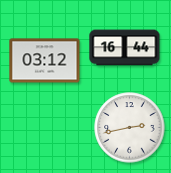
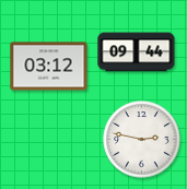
clock at (125, 48): 16:44 -> 09:44
clock at (130, 128): 2:43 -> 2:47
